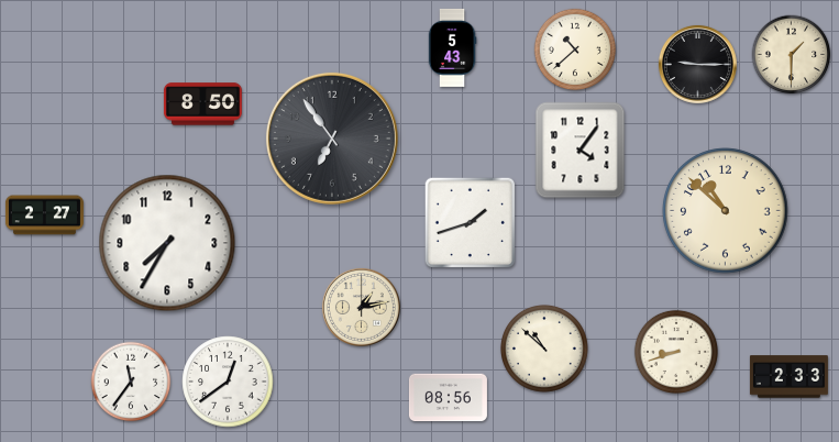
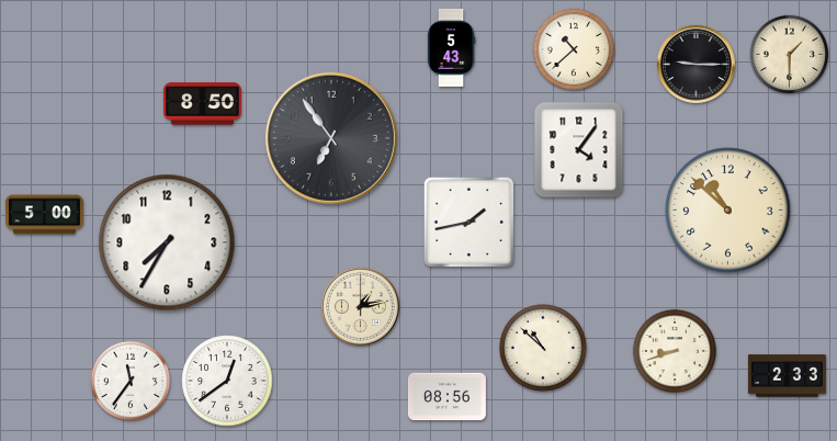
clock at (726, 211) position: (726, 211) -> (728, 211)
clock at (44, 216): 2:27 -> 5:00
clock at (471, 223): 1:42 -> 1:43
